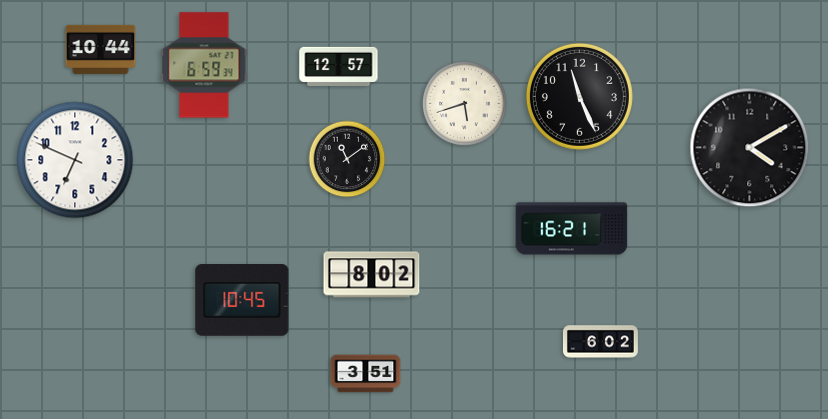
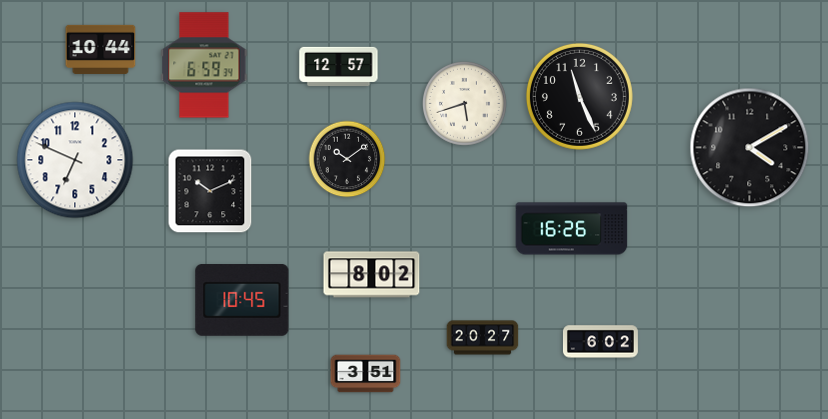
clock at (347, 159): 11:09 -> 10:09
clock at (210, 191): none -> 10:11
clock at (572, 229): 16:21 -> 16:26
clock at (483, 338): none -> 20:27
